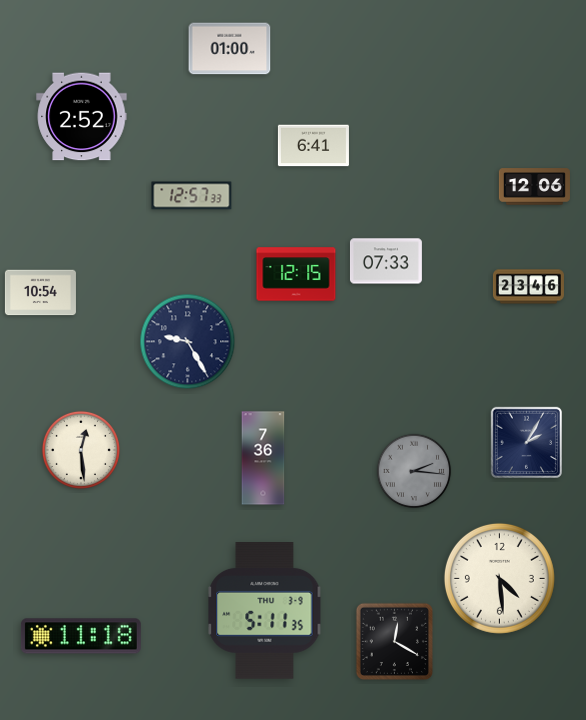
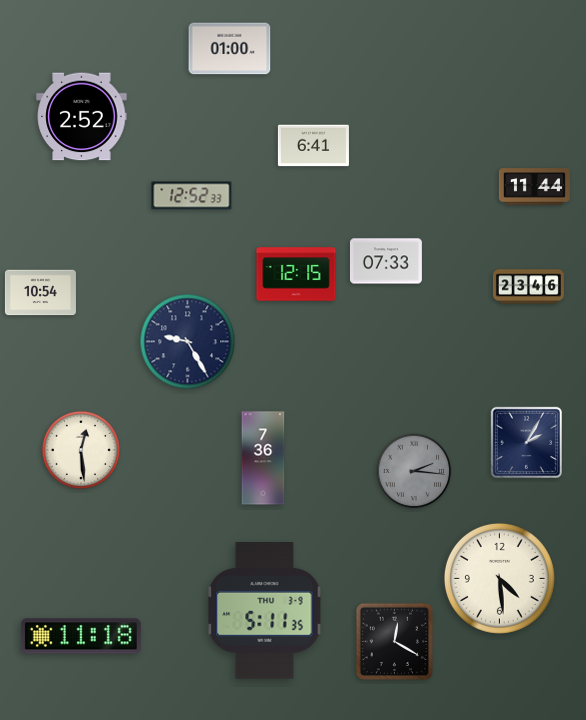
clock at (534, 187): 12:06 -> 11:44
clock at (192, 196): 12:57 -> 12:52
